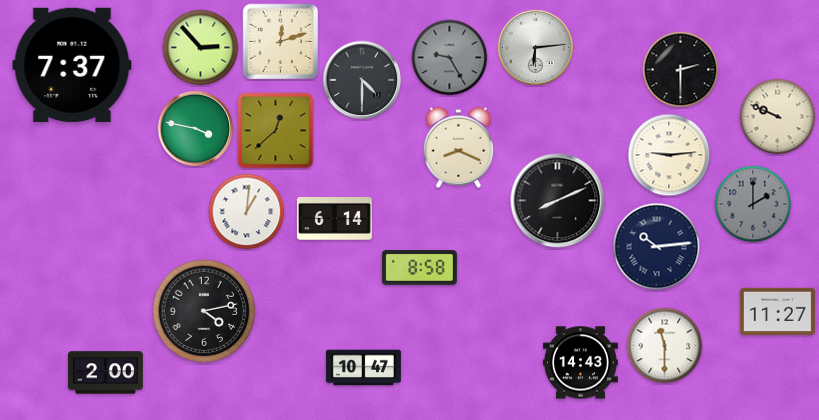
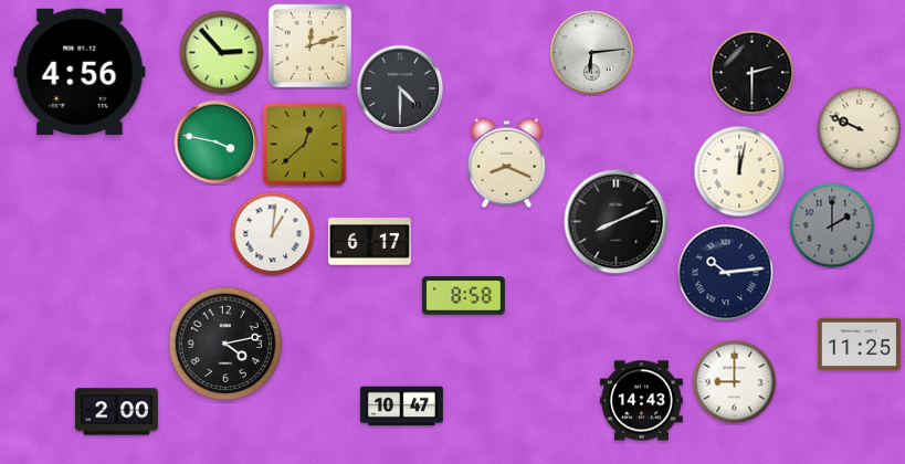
clock at (450, 58): 9:25 -> none
clock at (72, 65): 7:37 -> 4:56
clock at (681, 70) position: (681, 70) -> (753, 73)
clock at (669, 155): 9:14 -> 12:02
clock at (334, 219): 6:14 -> 6:17
clock at (777, 312): 11:27 -> 11:25
clock at (665, 346): 11:30 -> 9:00
